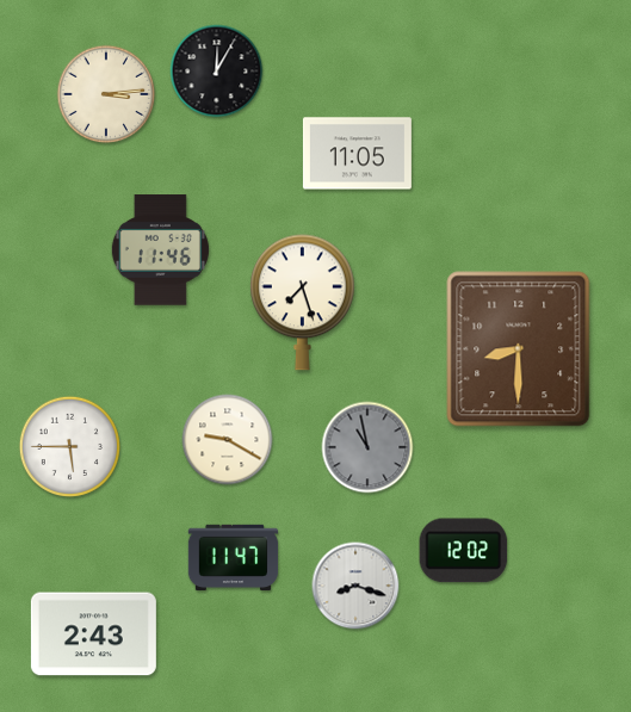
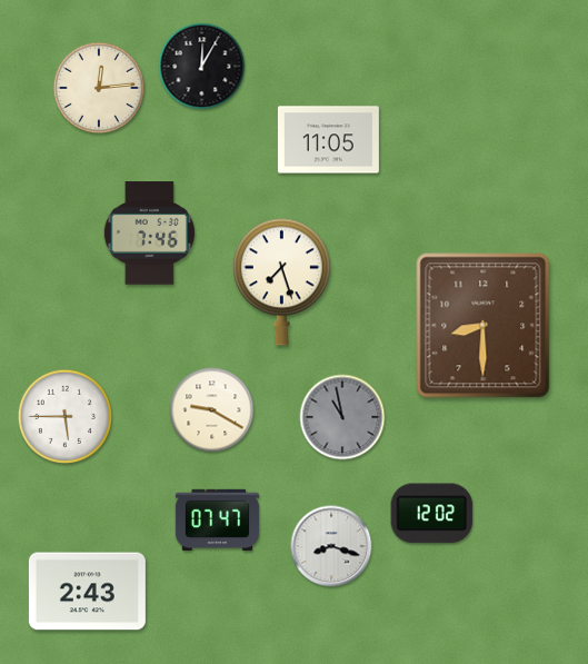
clock at (106, 94): 3:14 -> 12:14
clock at (357, 154) position: (357, 154) -> (328, 140)
clock at (160, 250): 11:46 -> 7:46
clock at (234, 558): 11:47 -> 07:47
